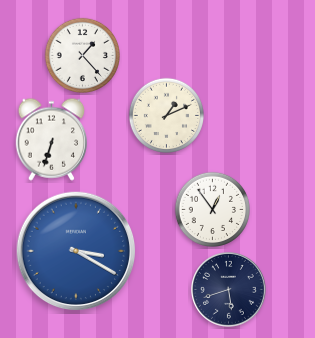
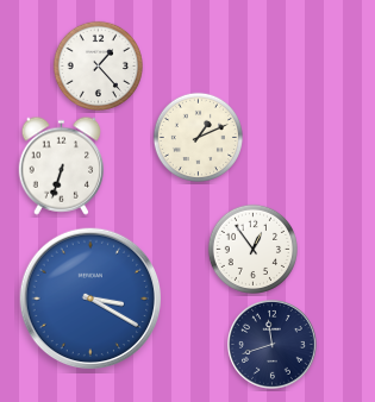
clock at (229, 290): 5:42 -> 11:42
